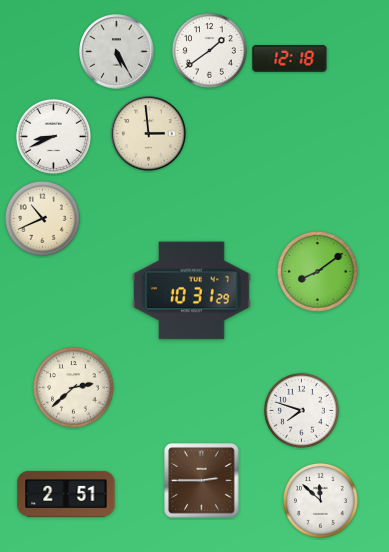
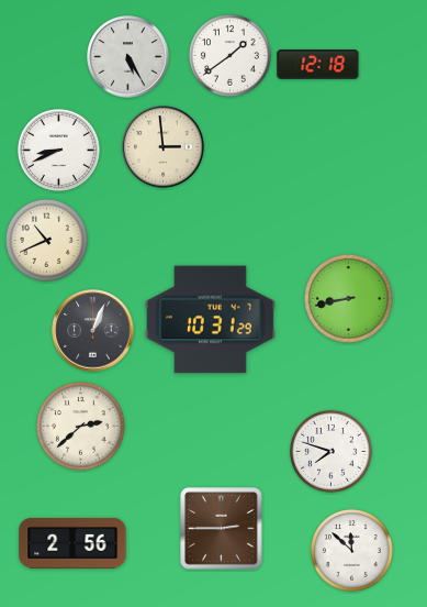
clock at (318, 272): 8:09 -> 8:43
clock at (93, 331): none -> 1:04
clock at (66, 494): 2:51 -> 2:56
